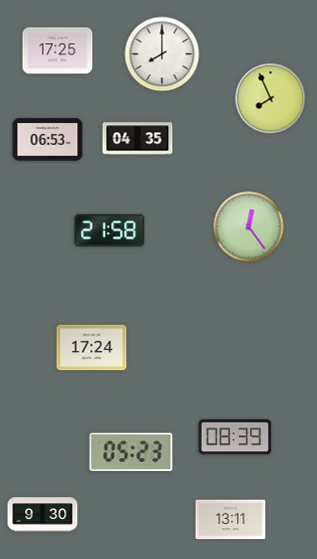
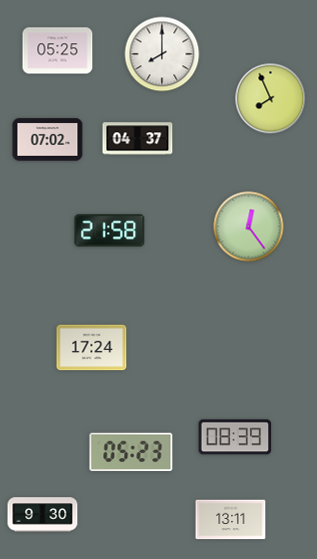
clock at (58, 51): 17:25 -> 05:25
clock at (138, 139): 04:35 -> 04:37
clock at (48, 140): 06:53 -> 07:02
